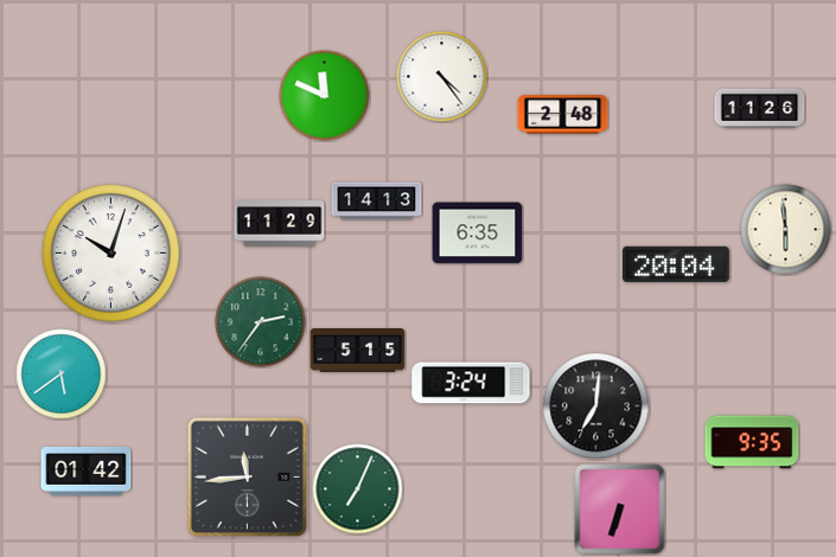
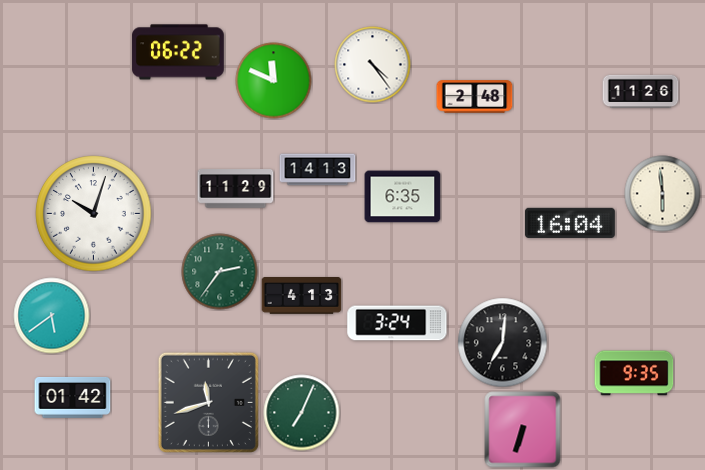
clock at (178, 52): none -> 06:22
clock at (676, 264): 20:04 -> 16:04
clock at (358, 351): 5:15 -> 4:13
clock at (247, 476): 11:44 -> 11:42
